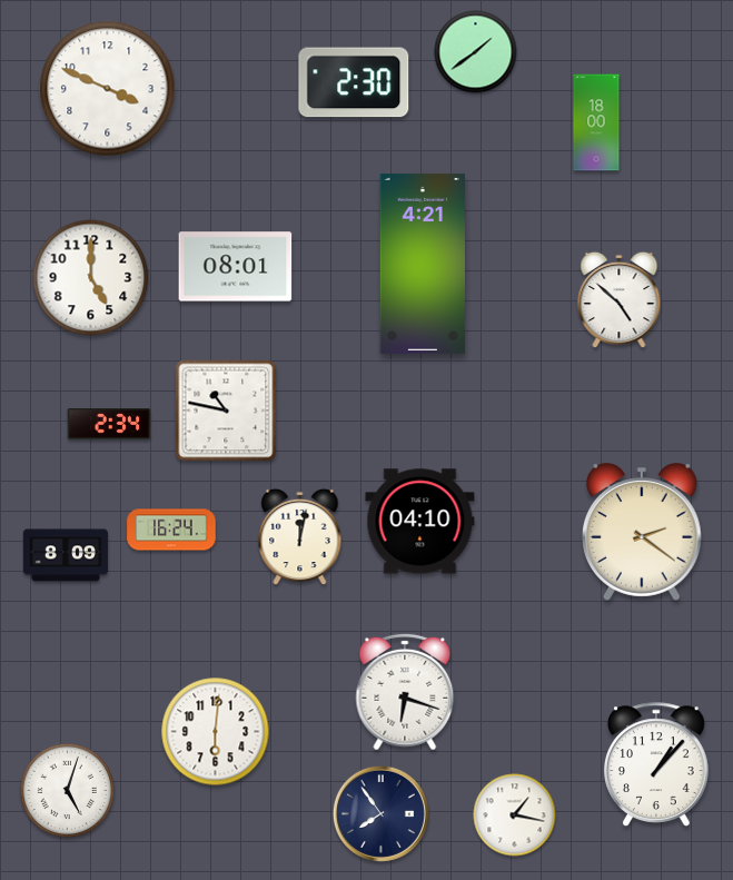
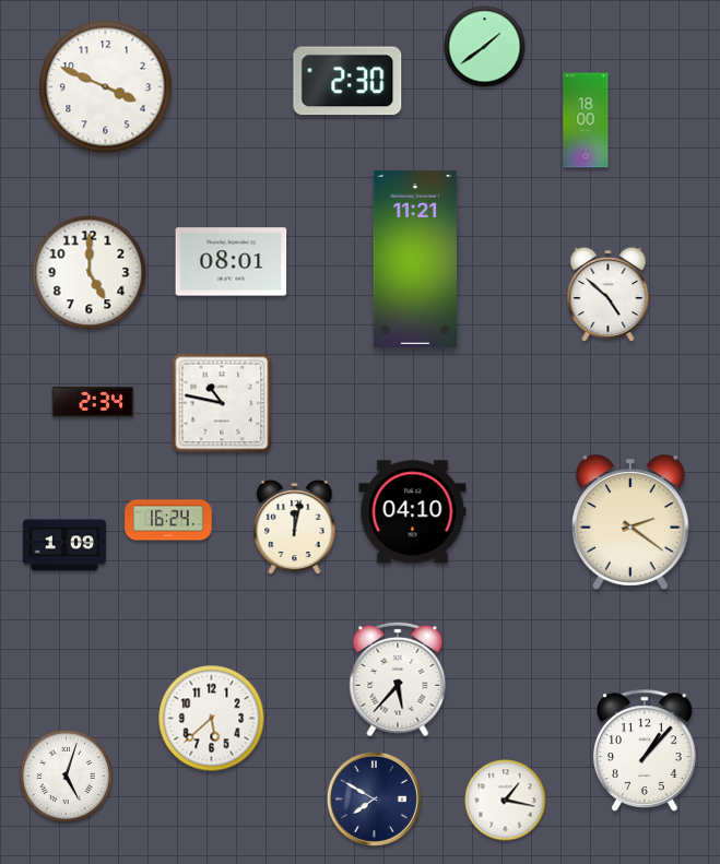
clock at (476, 52) position: (476, 52) -> (485, 47)
clock at (422, 264): 4:21 -> 11:21
clock at (109, 425) position: (109, 425) -> (93, 403)
clock at (65, 555): 8:09 -> 1:09
clock at (405, 692): 6:18 -> 5:37
clock at (216, 732): 6:01 -> 5:38
clock at (380, 813): 7:54 -> 7:50
